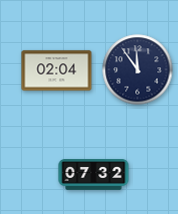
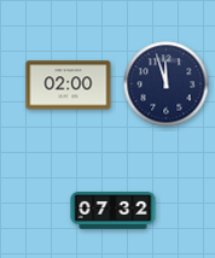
clock at (138, 70): 11:54 -> 11:57
clock at (57, 71): 02:04 -> 02:00
